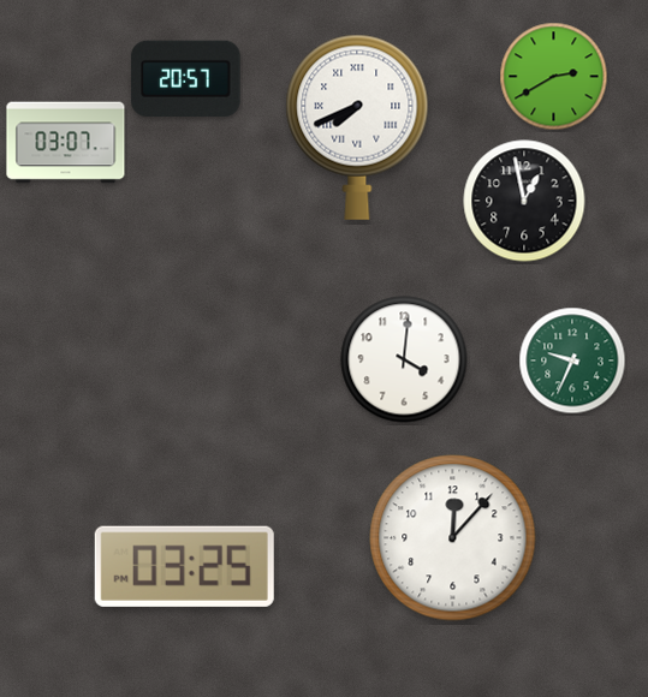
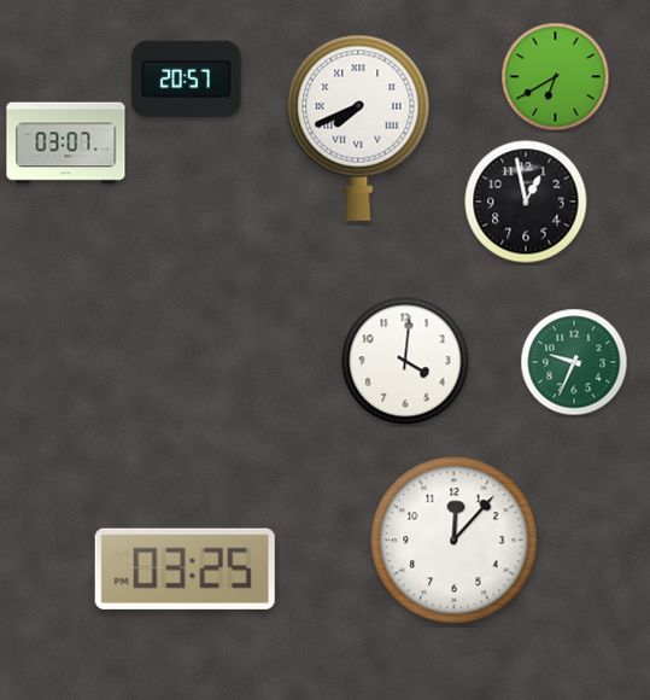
clock at (554, 77): 2:40 -> 6:40
